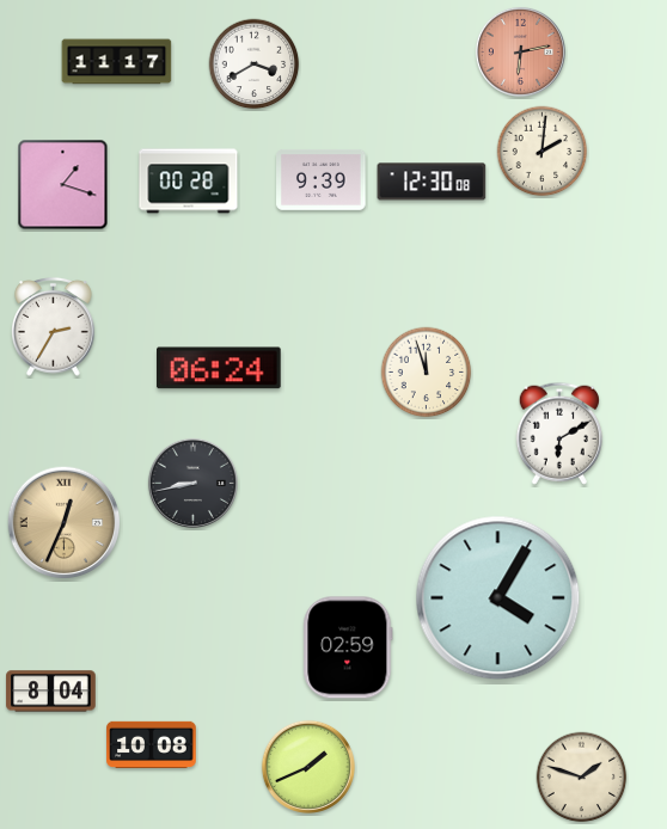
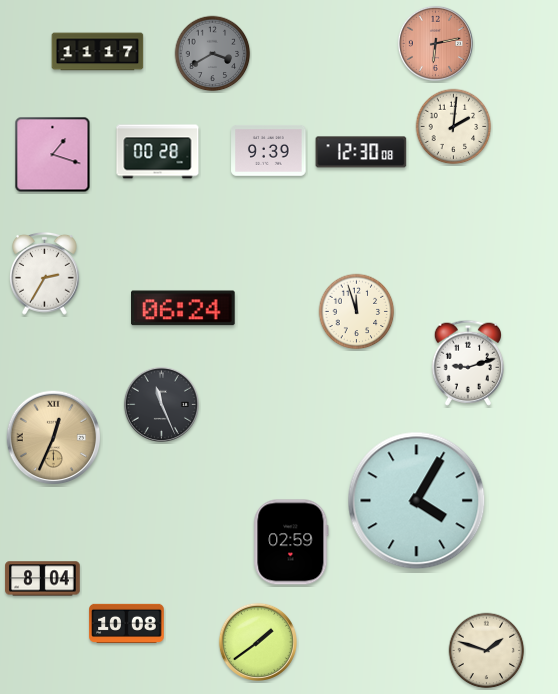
clock at (255, 65) dial: white -> grey
clock at (559, 434): 6:10 -> 9:12
clock at (192, 483): 8:43 -> 11:26
clock at (308, 767): 1:41 -> 1:39
